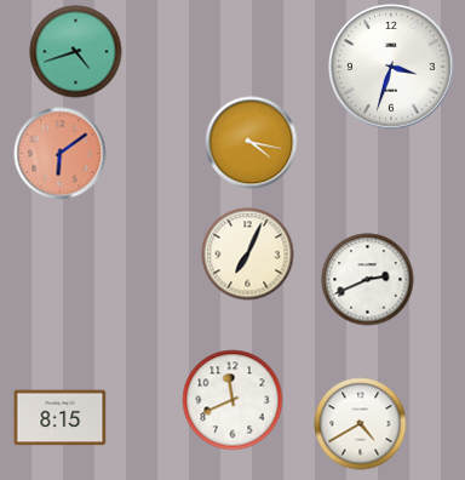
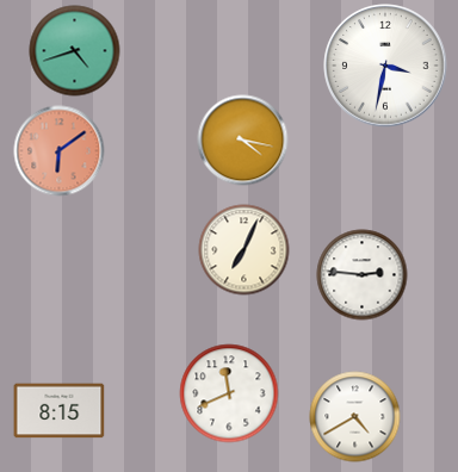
clock at (391, 67): 3:33 -> 3:32
clock at (252, 143) position: (252, 143) -> (243, 141)
clock at (368, 280): 2:41 -> 2:46
